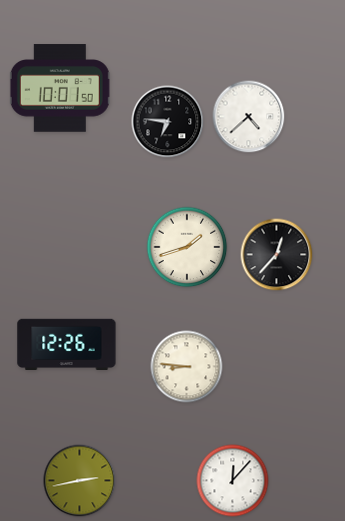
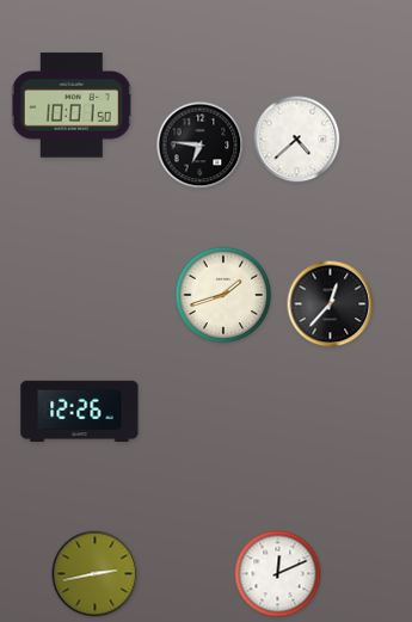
clock at (187, 367): 8:46 -> none
clock at (233, 481): 12:07 -> 12:11
